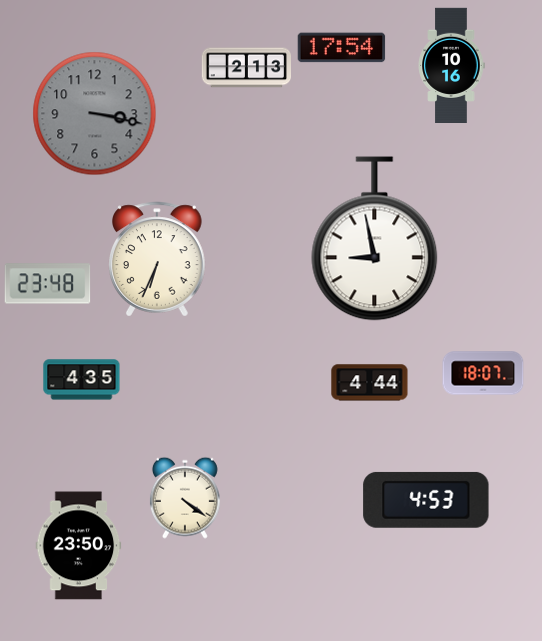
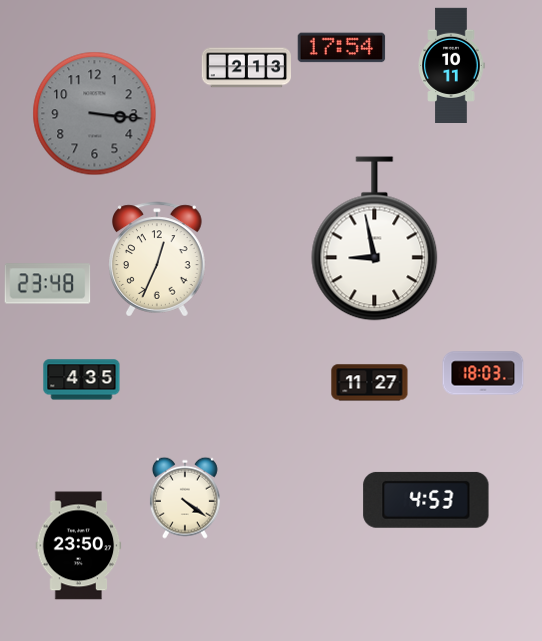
clock at (451, 65): 10:16 -> 10:11
clock at (95, 114): 3:17 -> 3:16
clock at (158, 259): 6:34 -> 12:34
clock at (483, 373): 18:07 -> 18:03
clock at (370, 383): 4:44 -> 11:27
